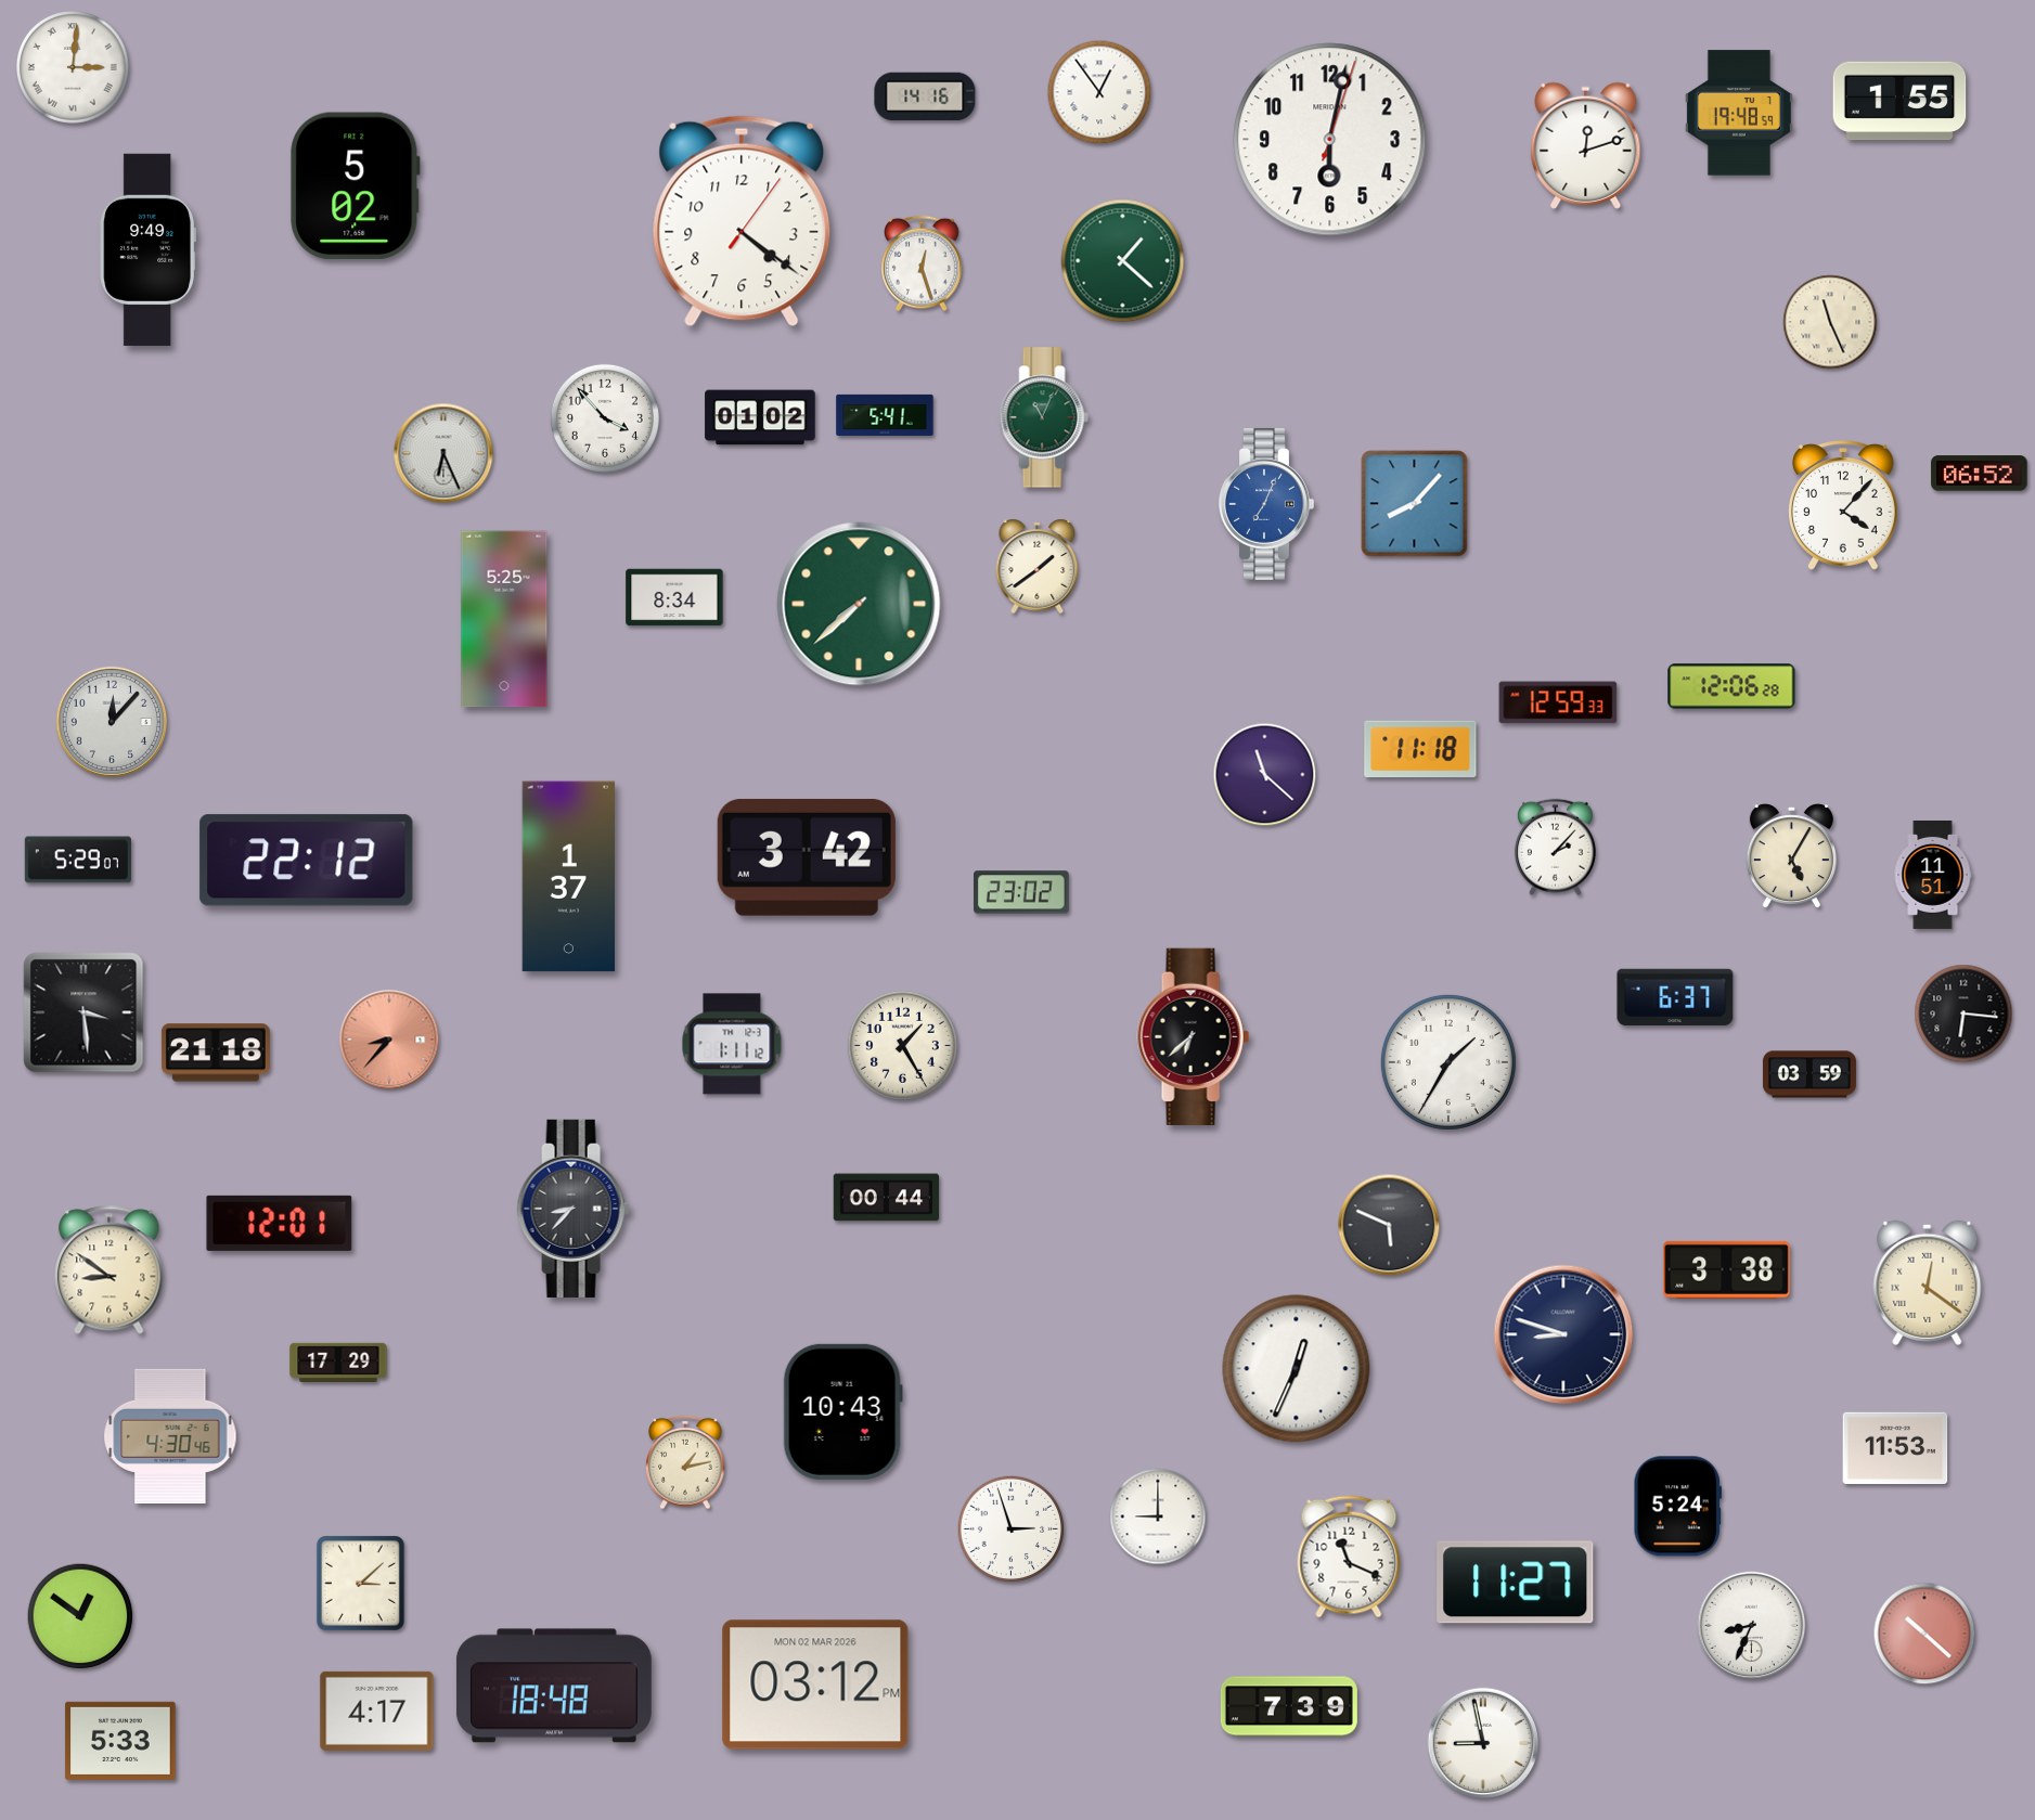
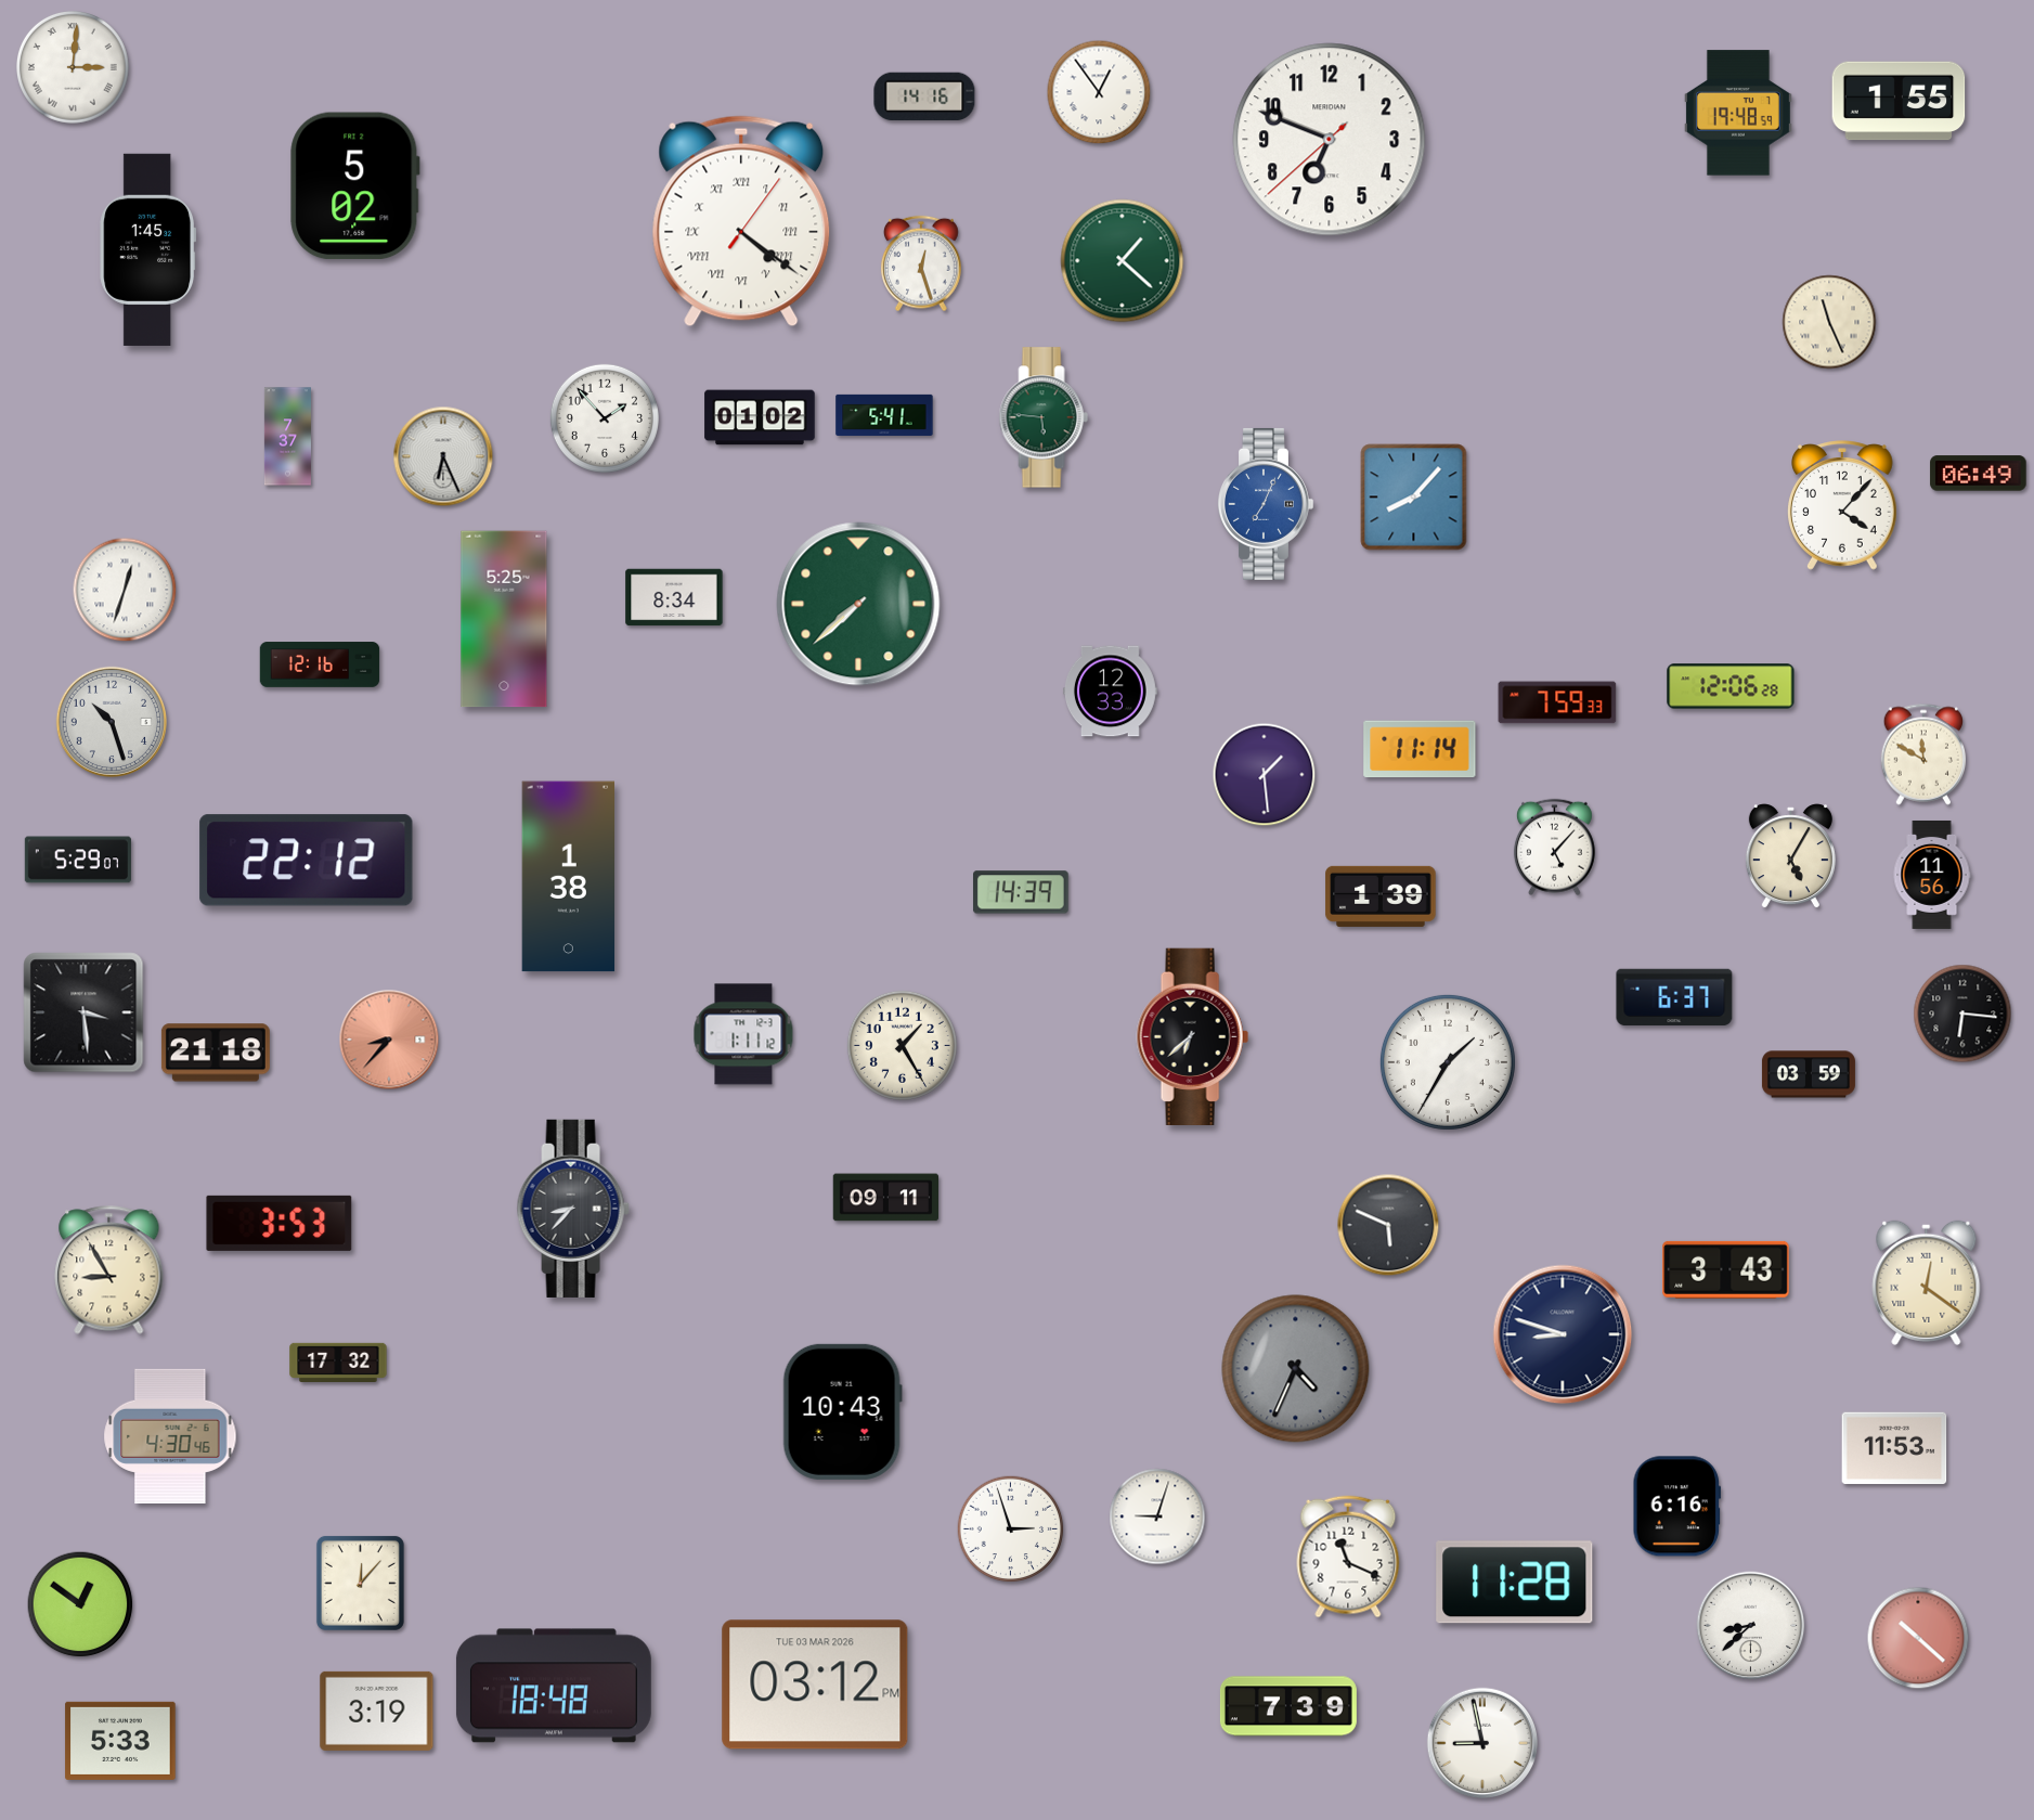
clock at (1330, 140): 6:02 -> 6:48
clock at (1586, 145): 12:12 -> none
clock at (742, 221) numerals: Arabic -> Roman
clock at (149, 249): 9:49 -> 1:45
clock at (1044, 417): 11:04 -> 5:46
clock at (605, 418): 3:53 -> 1:53
clock at (287, 437): none -> 7:37
clock at (443, 453) position: (443, 453) -> (443, 456)
clock at (1980, 474): 06:52 -> 06:49
clock at (1415, 504) position: (1415, 504) -> (1414, 498)
clock at (1038, 566): 1:39 -> none
clock at (125, 590): none -> 12:33
clock at (320, 664): none -> 12:16
clock at (1110, 692): none -> 12:33
clock at (1558, 702): 12:59 -> 7:59
clock at (111, 721): 12:07 -> 10:27
clock at (1420, 749): 11:18 -> 11:14
clock at (1922, 754): none -> 11:50
clock at (1265, 775): 11:22 -> 1:29
clock at (1555, 848): 2:07 -> 5:07
clock at (807, 857): 3:42 -> none
clock at (1933, 875): 11:51 -> 11:56
clock at (569, 877): 1:37 -> 1:38
clock at (1022, 892): 23:02 -> 14:39
clock at (1381, 896): none -> 1:39
clock at (732, 1044) position: (732, 1044) -> (743, 1034)
clock at (887, 1198): 00:44 -> 09:11
clock at (280, 1223): 12:01 -> 3:53
clock at (1727, 1269): 3:38 -> 3:43
clock at (110, 1270): 8:51 -> 8:55
clock at (338, 1361): 17:29 -> 17:32
clock at (1297, 1369): 12:34 -> 4:34
clock at (1297, 1369) dial: white -> grey
clock at (685, 1462): 1:13 -> none
clock at (1677, 1507): 5:24 -> 6:16
clock at (1158, 1516): 9:00 -> 9:03
clock at (360, 1583): 3:08 -> 12:07
clock at (1516, 1583): 11:27 -> 11:28
clock at (80, 1616) position: (80, 1616) -> (80, 1604)
clock at (1752, 1626): 8:34 -> 8:38
clock at (1924, 1634) position: (1924, 1634) -> (1918, 1638)
clock at (815, 1685) date: MON 02 MAR 2026 -> TUE 03 MAR 2026
clock at (377, 1711): 4:17 -> 3:19
